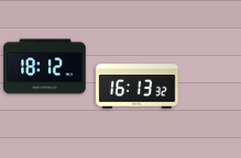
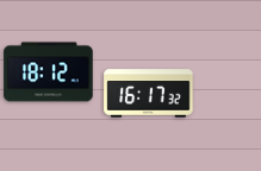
clock at (138, 87): 16:13 -> 16:17
